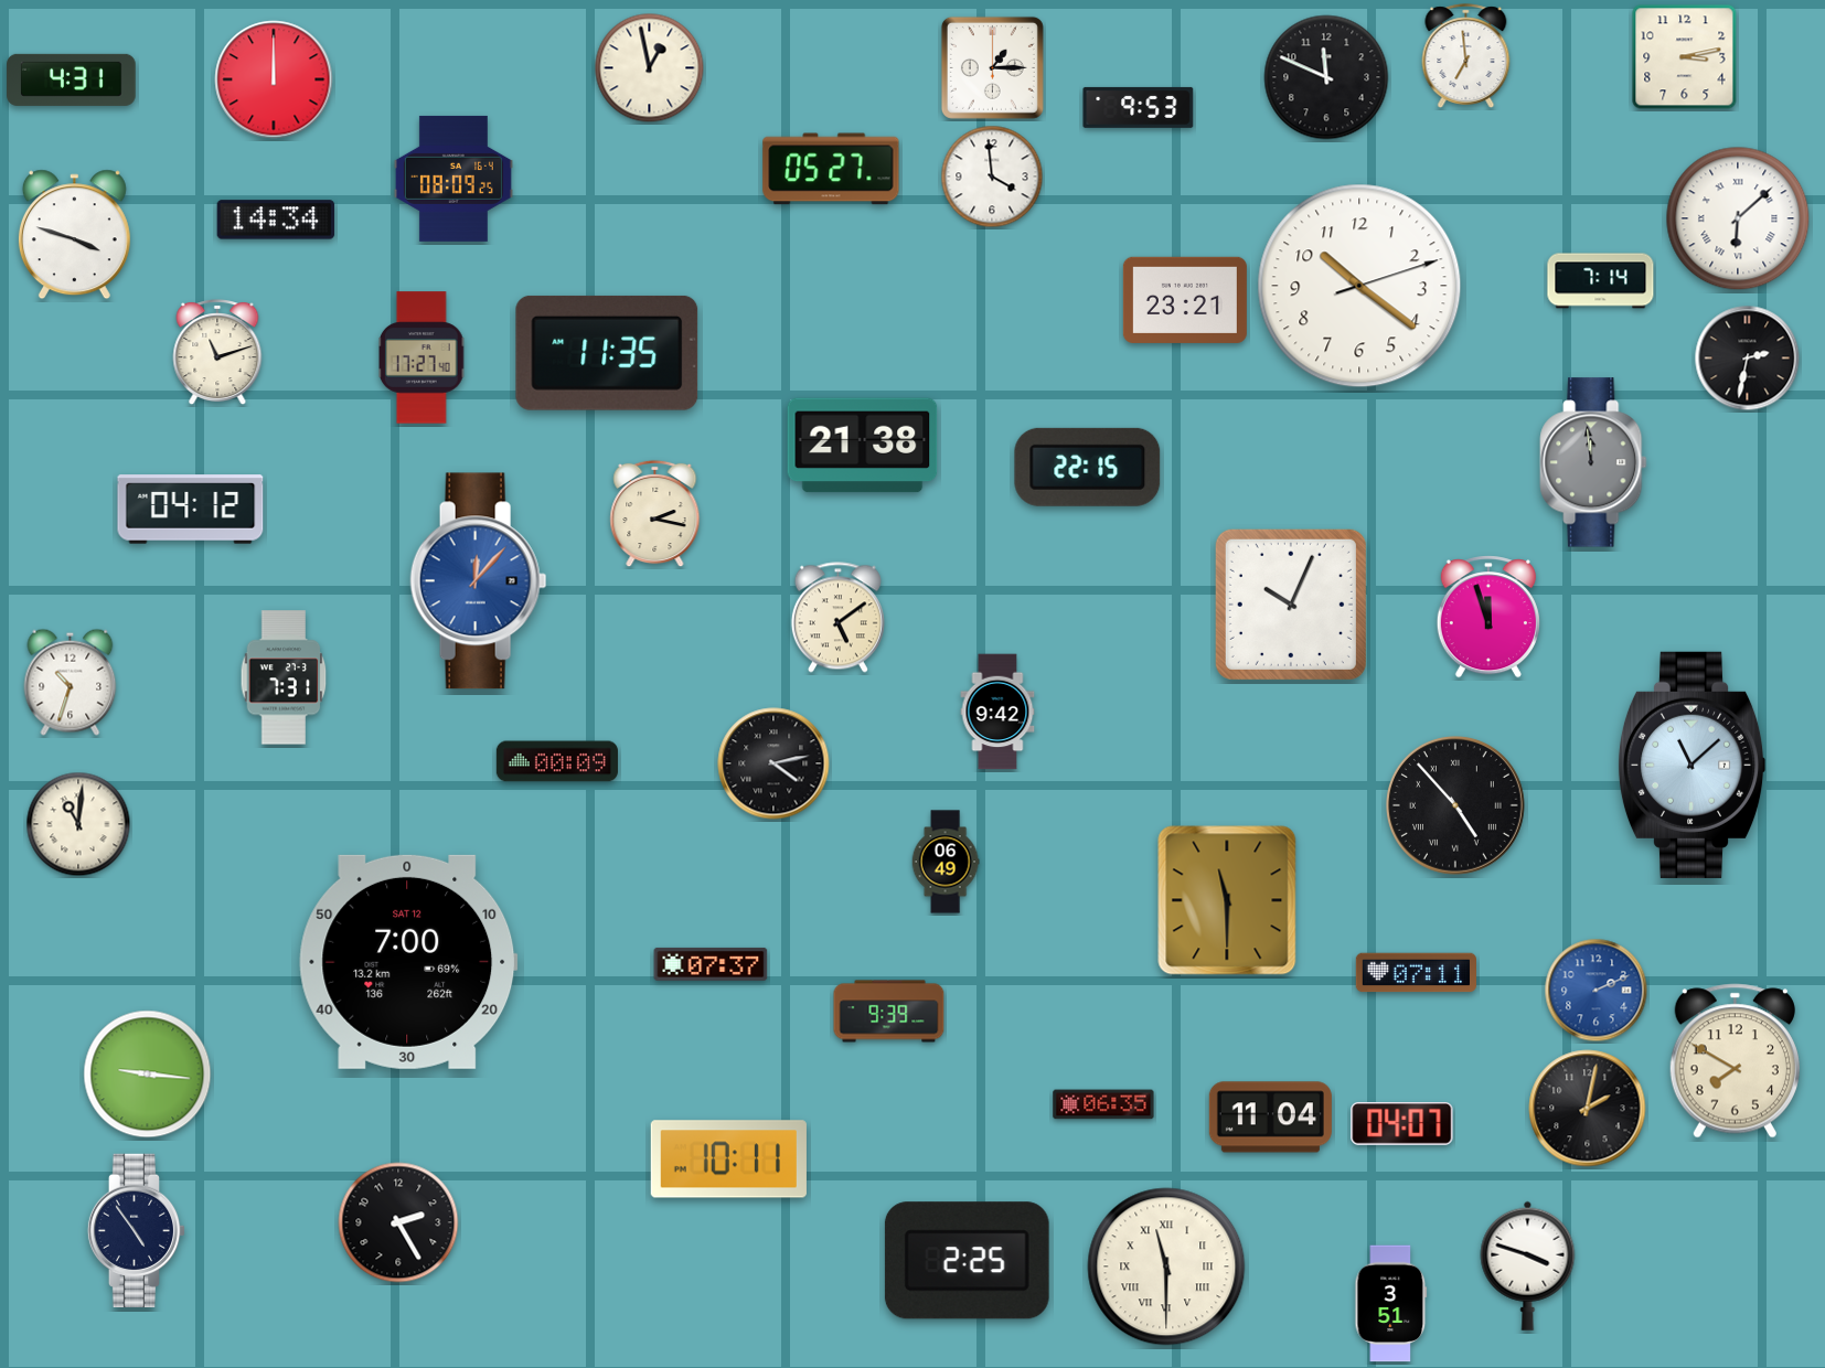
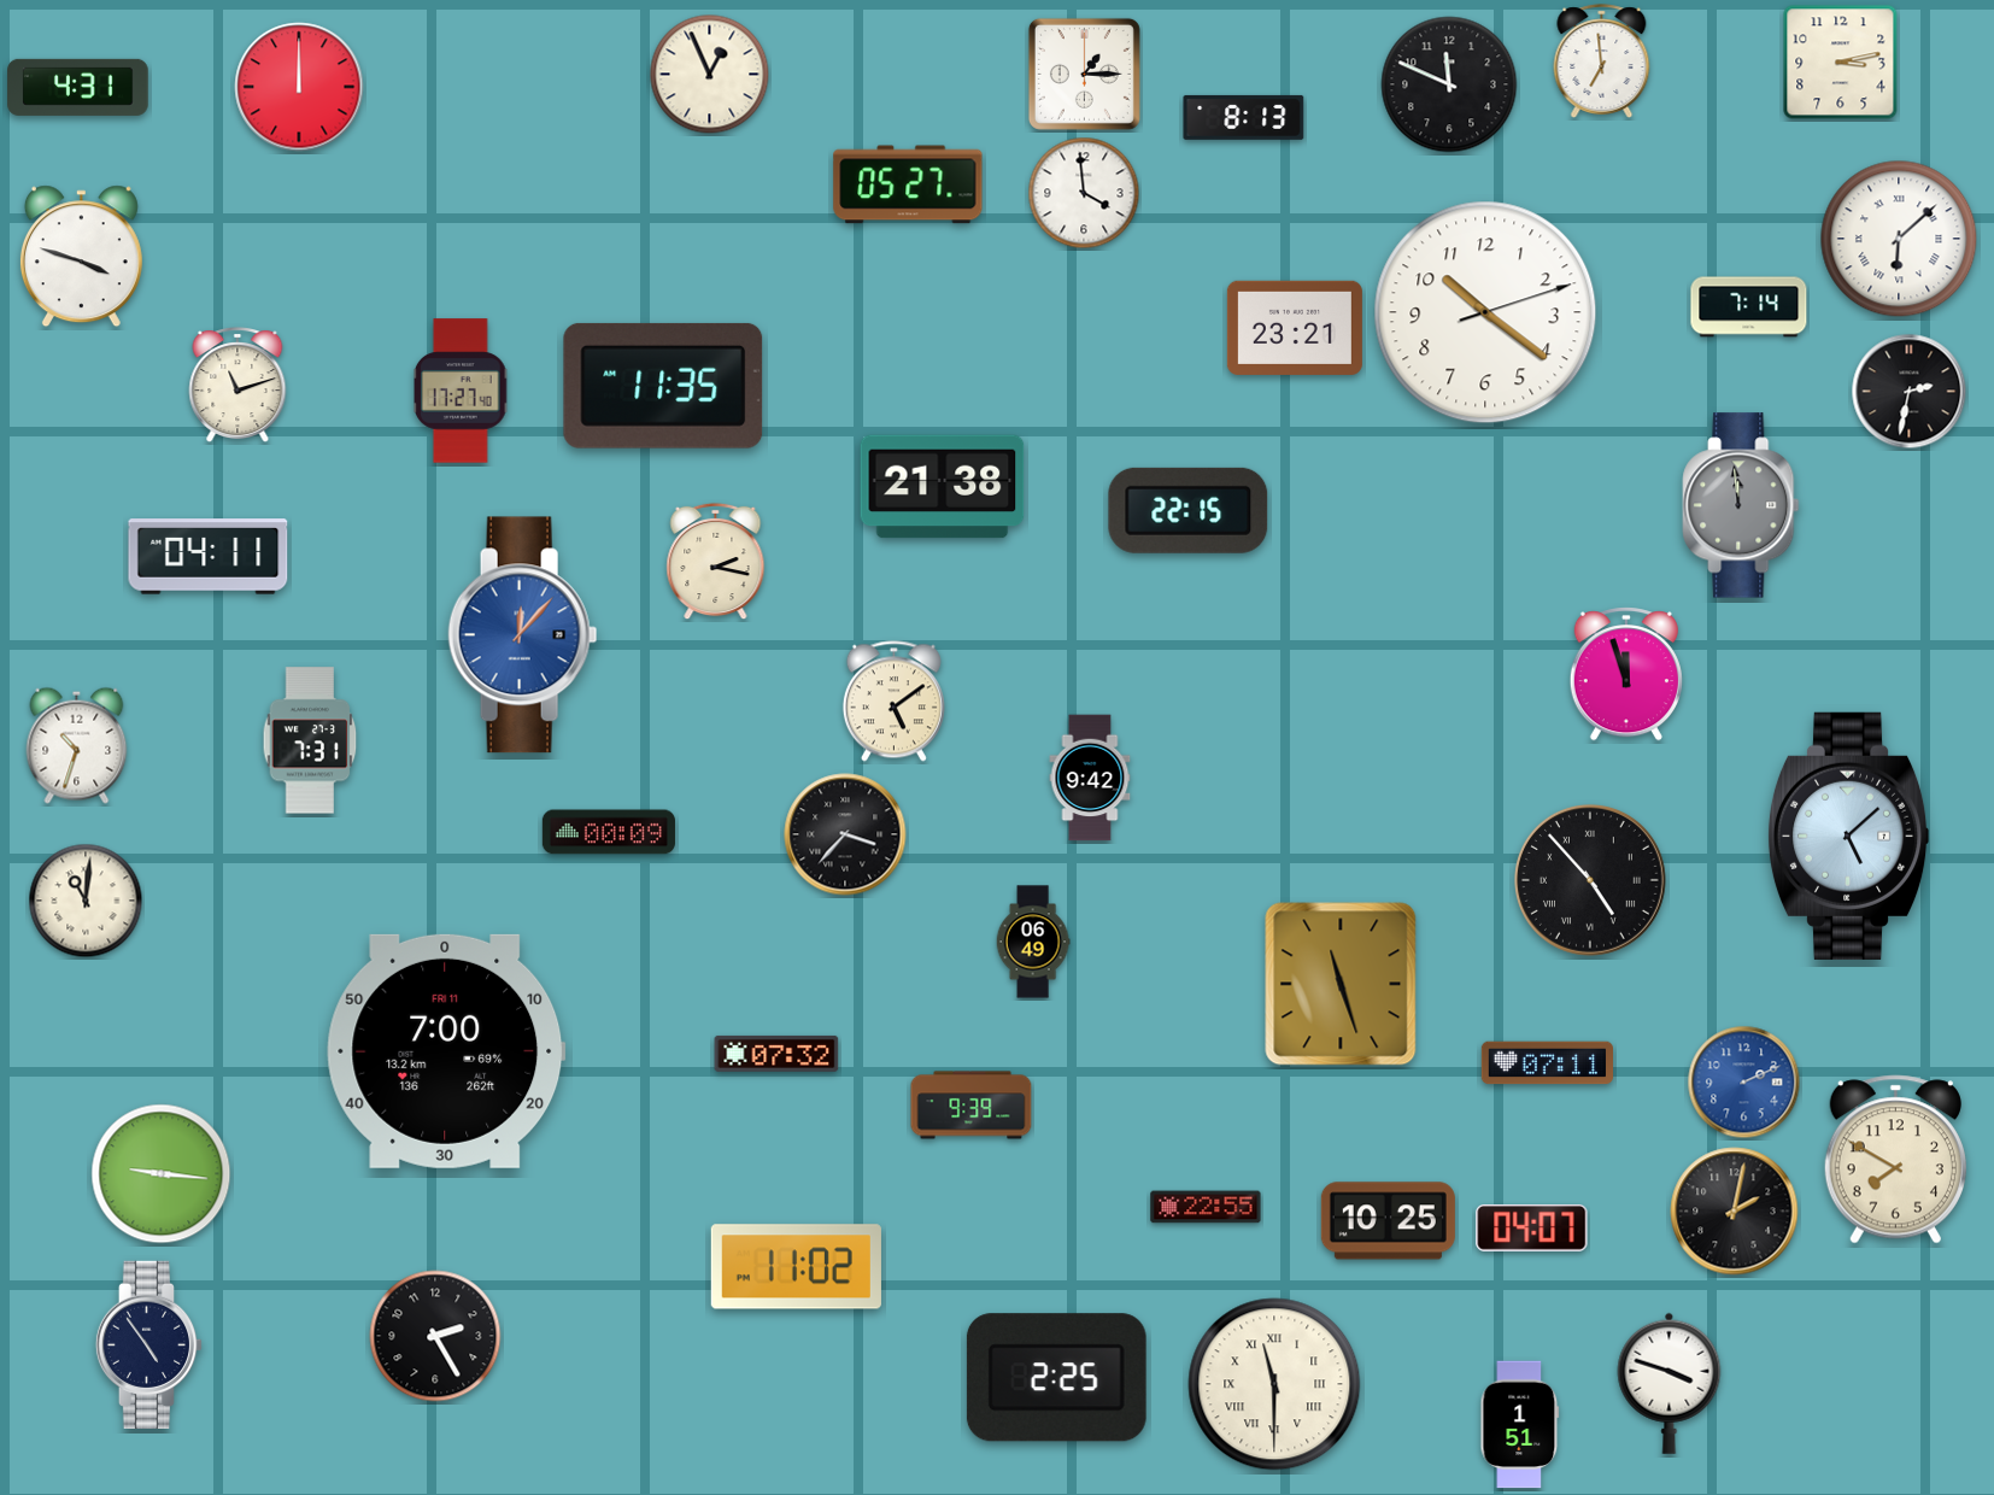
clock at (650, 68): 12:58 -> 12:56
clock at (1139, 107): 9:53 -> 8:13
clock at (453, 179): 08:09 -> none
clock at (276, 220): 14:34 -> none
clock at (191, 510): 04:12 -> 04:11
clock at (1291, 605): 10:04 -> none
clock at (837, 618) position: (837, 618) -> (893, 702)
clock at (773, 763): 4:13 -> 3:37
clock at (1691, 765): 11:08 -> 5:08
clock at (1227, 900): 11:30 -> 11:27
clock at (408, 962) date: SAT 12 -> FRI 11
clock at (711, 964): 07:37 -> 07:32
clock at (1103, 1104): 06:35 -> 22:55
clock at (1270, 1118): 11:04 -> 10:25
clock at (728, 1159): 10:11 -> 11:02
clock at (1391, 1304): 3:51 -> 1:51
